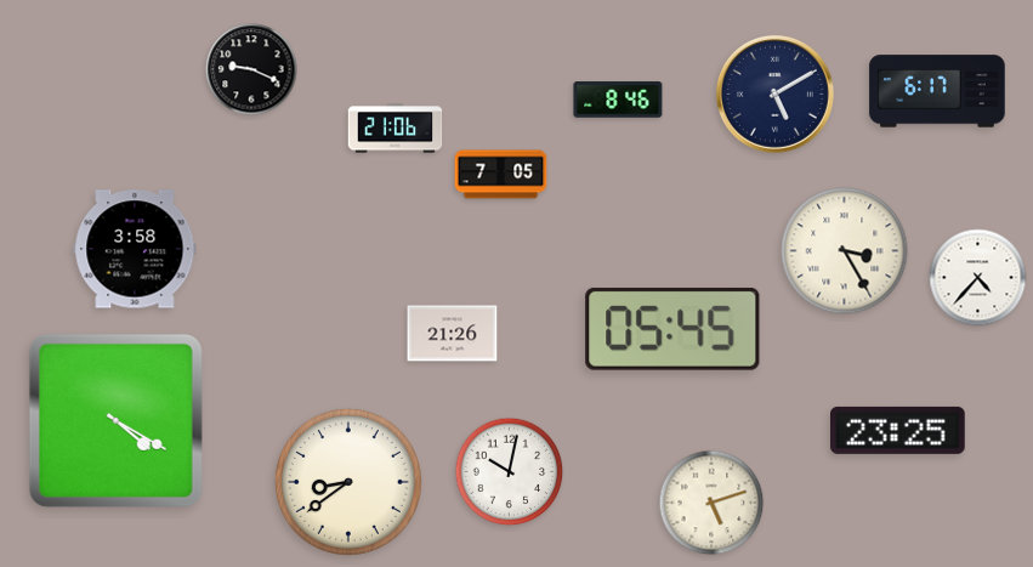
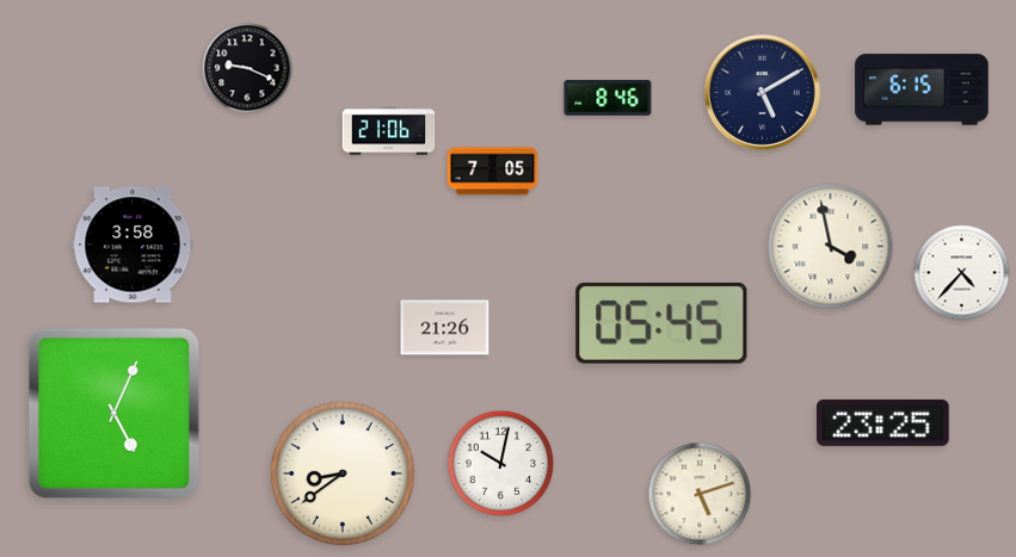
clock at (937, 91): 6:17 -> 6:15
clock at (396, 129) position: (396, 129) -> (389, 131)
clock at (845, 251): 3:25 -> 3:58
clock at (115, 420): 4:20 -> 5:04
